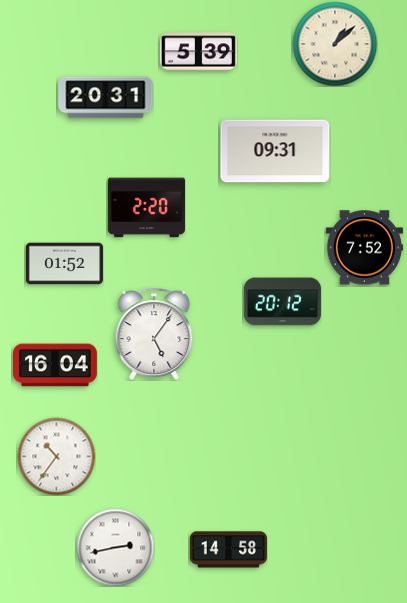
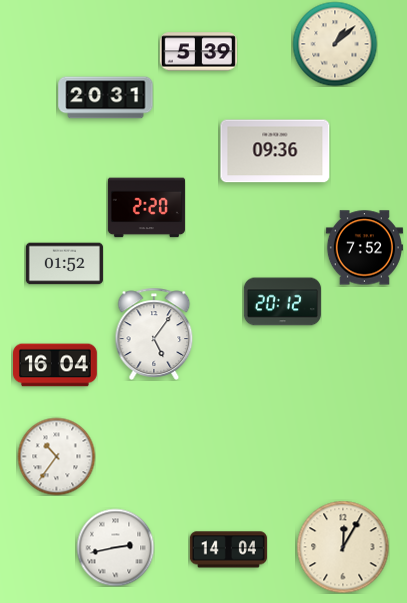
clock at (275, 151): 09:31 -> 09:36
clock at (343, 547): none -> 12:05
clock at (228, 550): 14:58 -> 14:04
